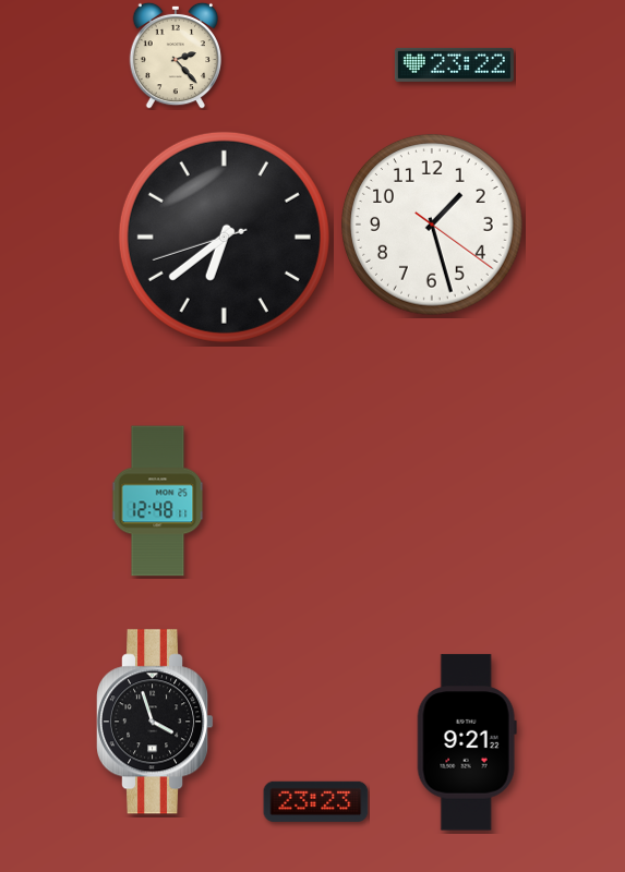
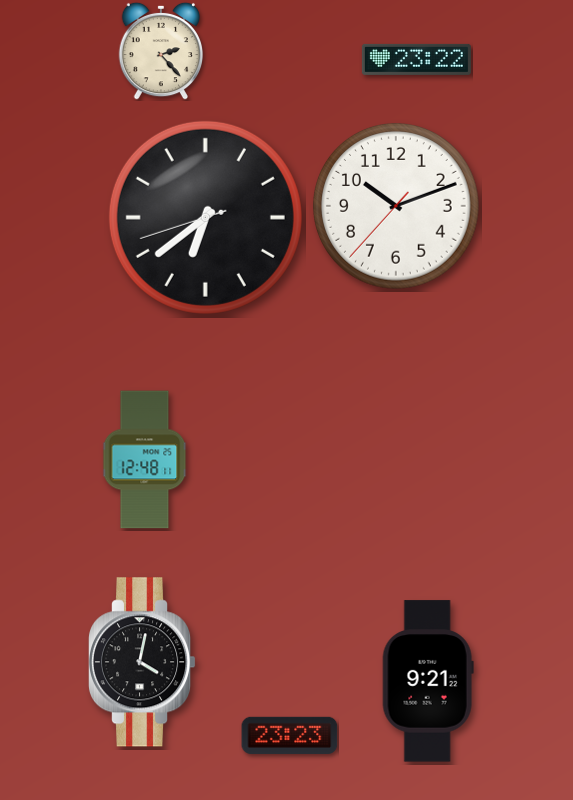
clock at (433, 226): 1:27 -> 10:11
clock at (155, 722): 3:57 -> 4:02
